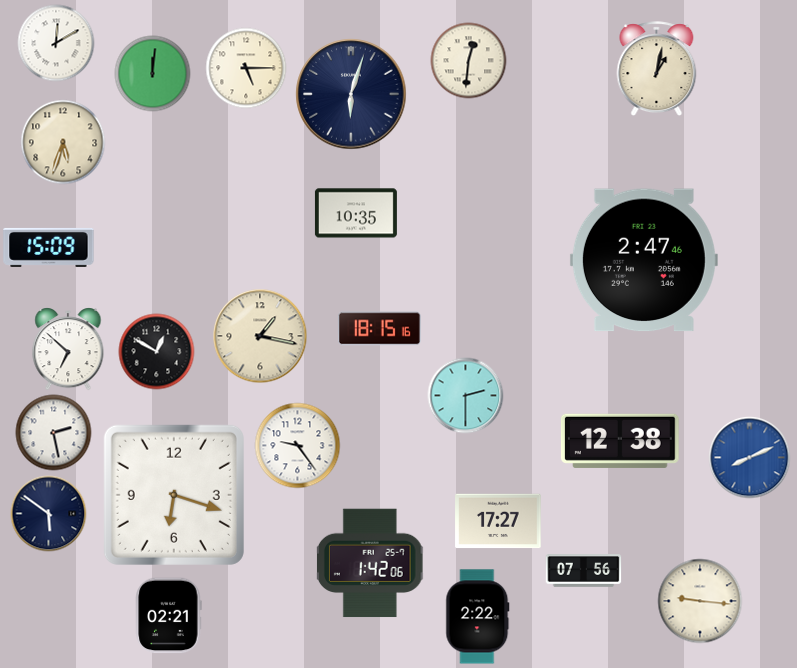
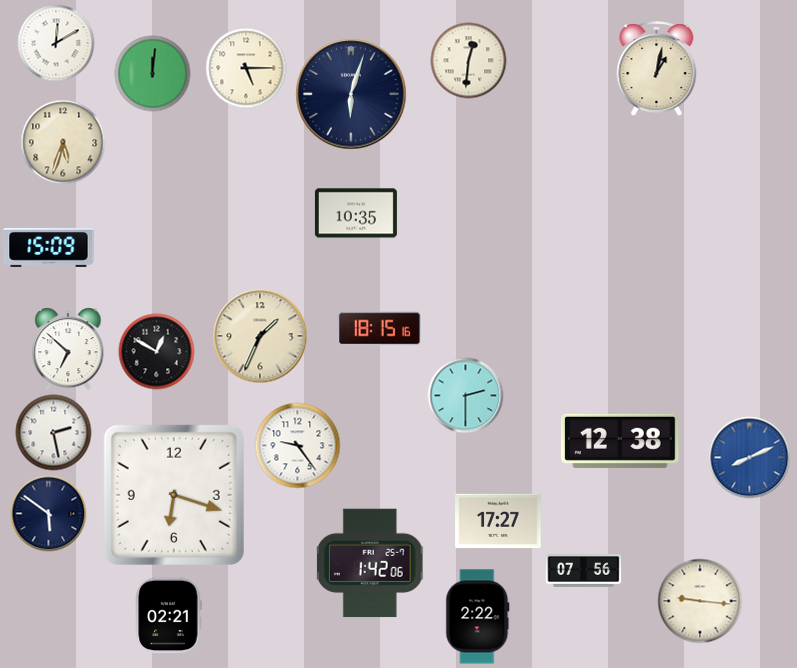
clock at (644, 260): 2:47 -> none
clock at (260, 336): 1:17 -> 1:34
